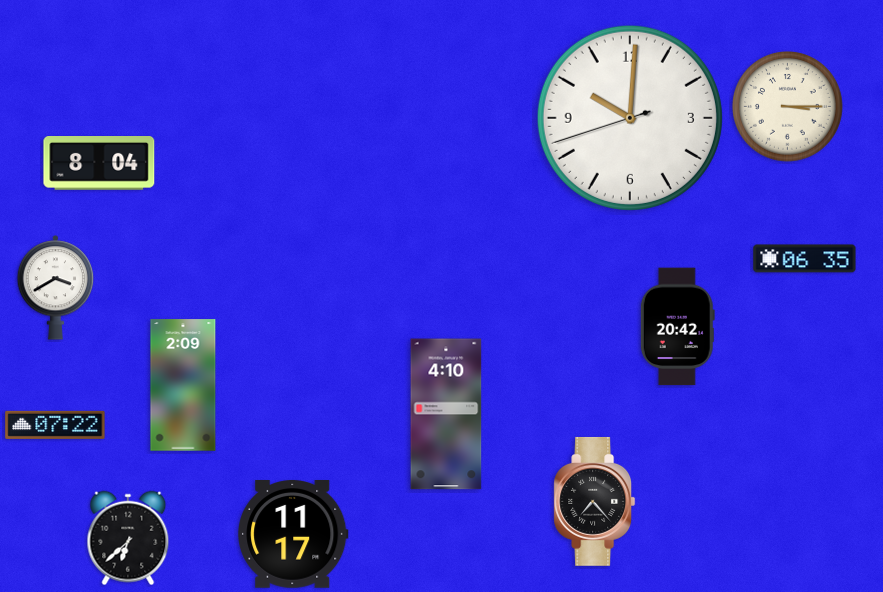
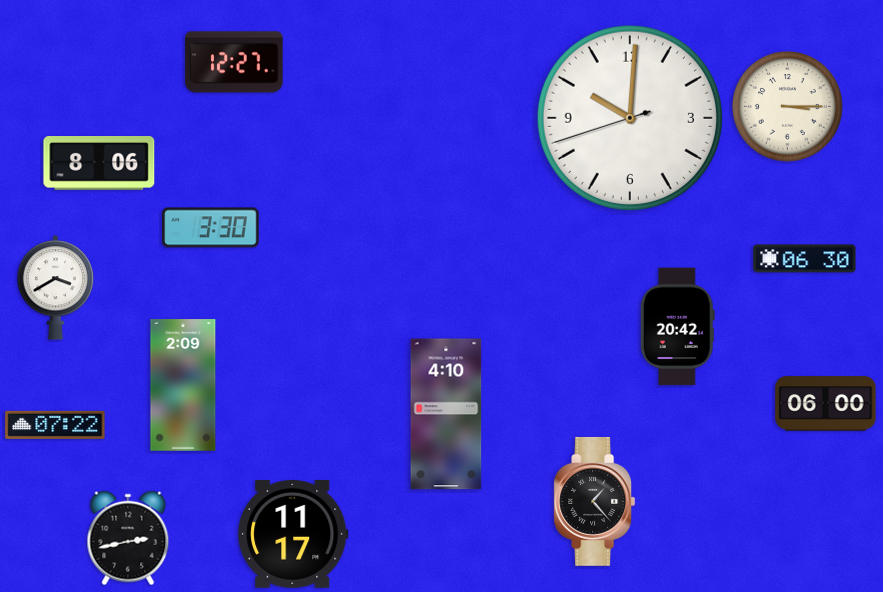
clock at (234, 62): none -> 12:27
clock at (99, 164): 8:04 -> 8:06
clock at (211, 228): none -> 3:30
clock at (805, 259): 06:35 -> 06:30
clock at (826, 404): none -> 06:00
clock at (595, 501): 7:23 -> 1:23
clock at (128, 538): 6:38 -> 2:43
